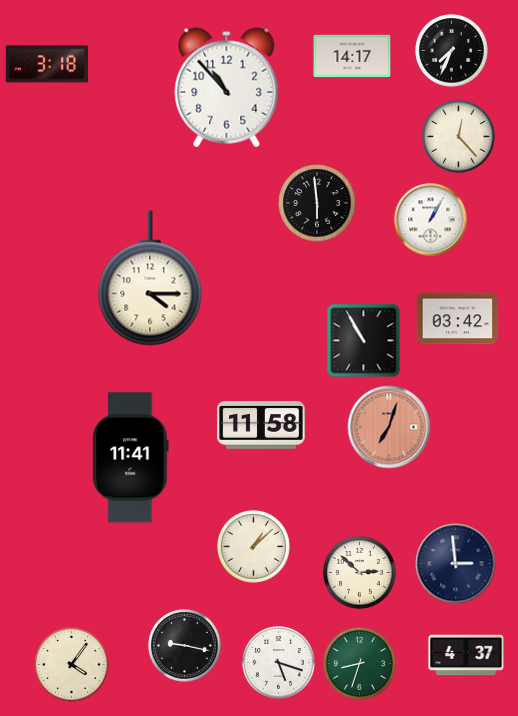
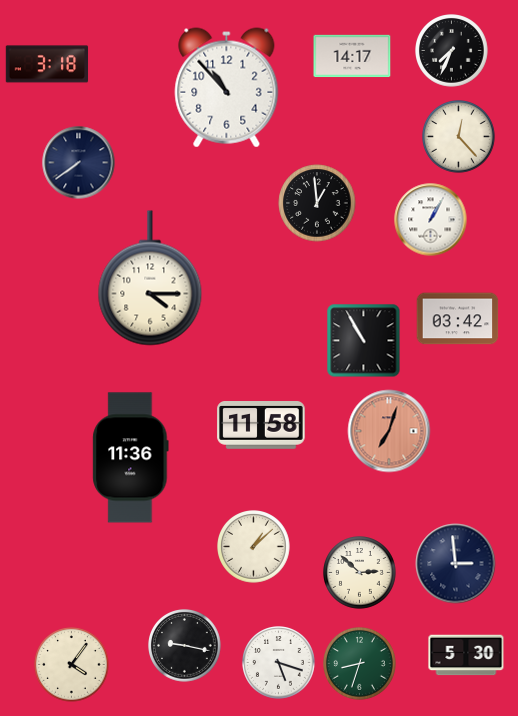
clock at (79, 163): none -> 7:39
clock at (317, 203): 5:59 -> 12:59
clock at (389, 427) position: (389, 427) -> (389, 431)
clock at (131, 458): 11:41 -> 11:36
clock at (466, 655): 4:37 -> 5:30
